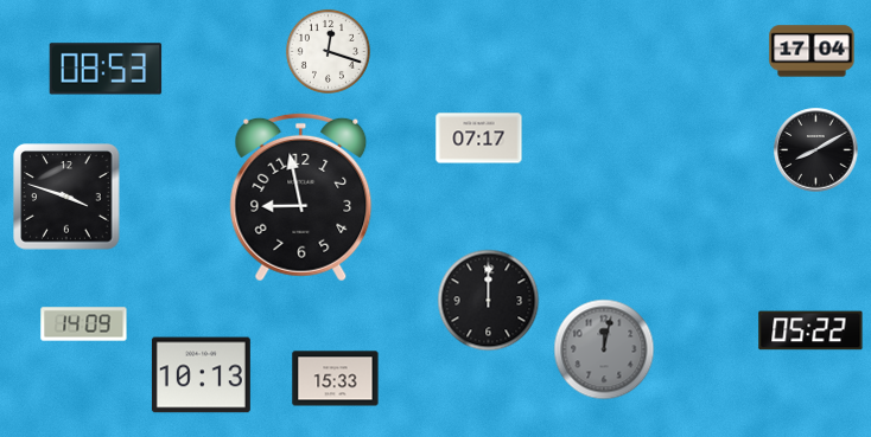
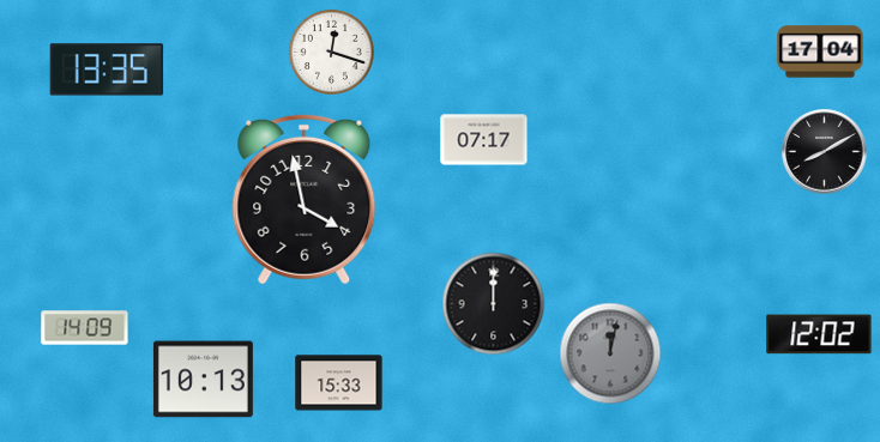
clock at (106, 69): 08:53 -> 13:35
clock at (66, 197): 3:48 -> none
clock at (301, 197): 8:58 -> 3:58
clock at (810, 330): 05:22 -> 12:02
